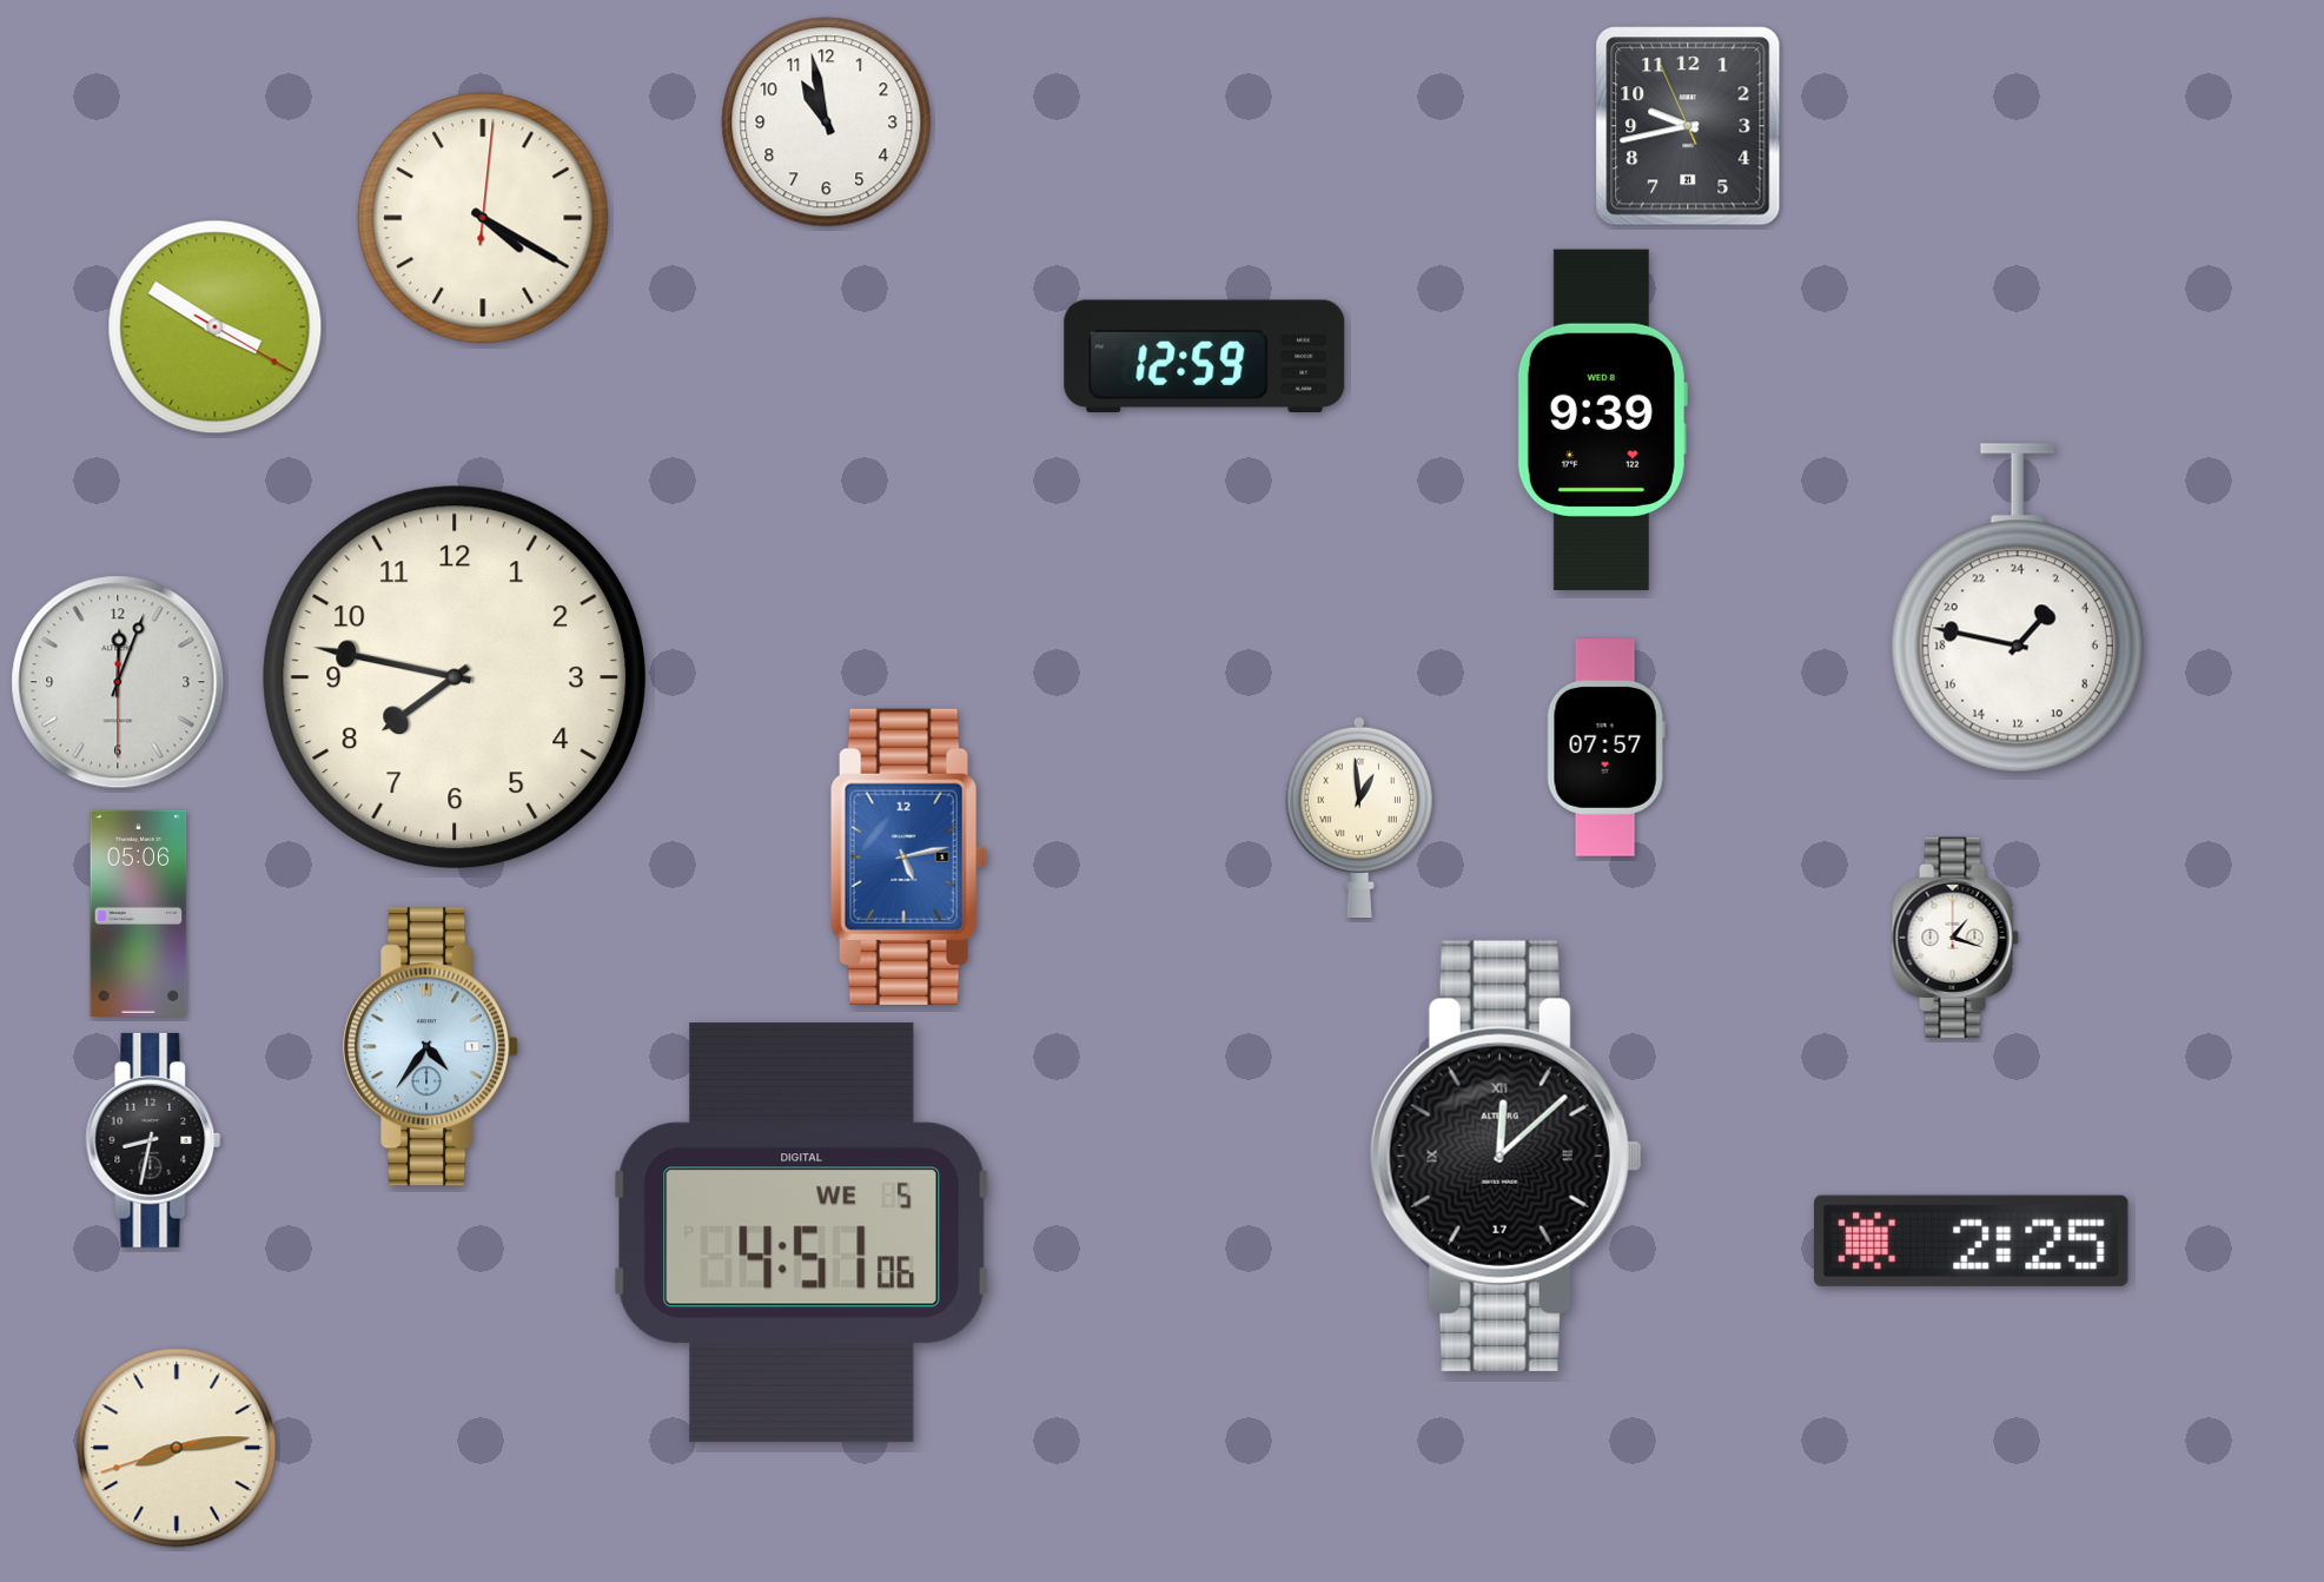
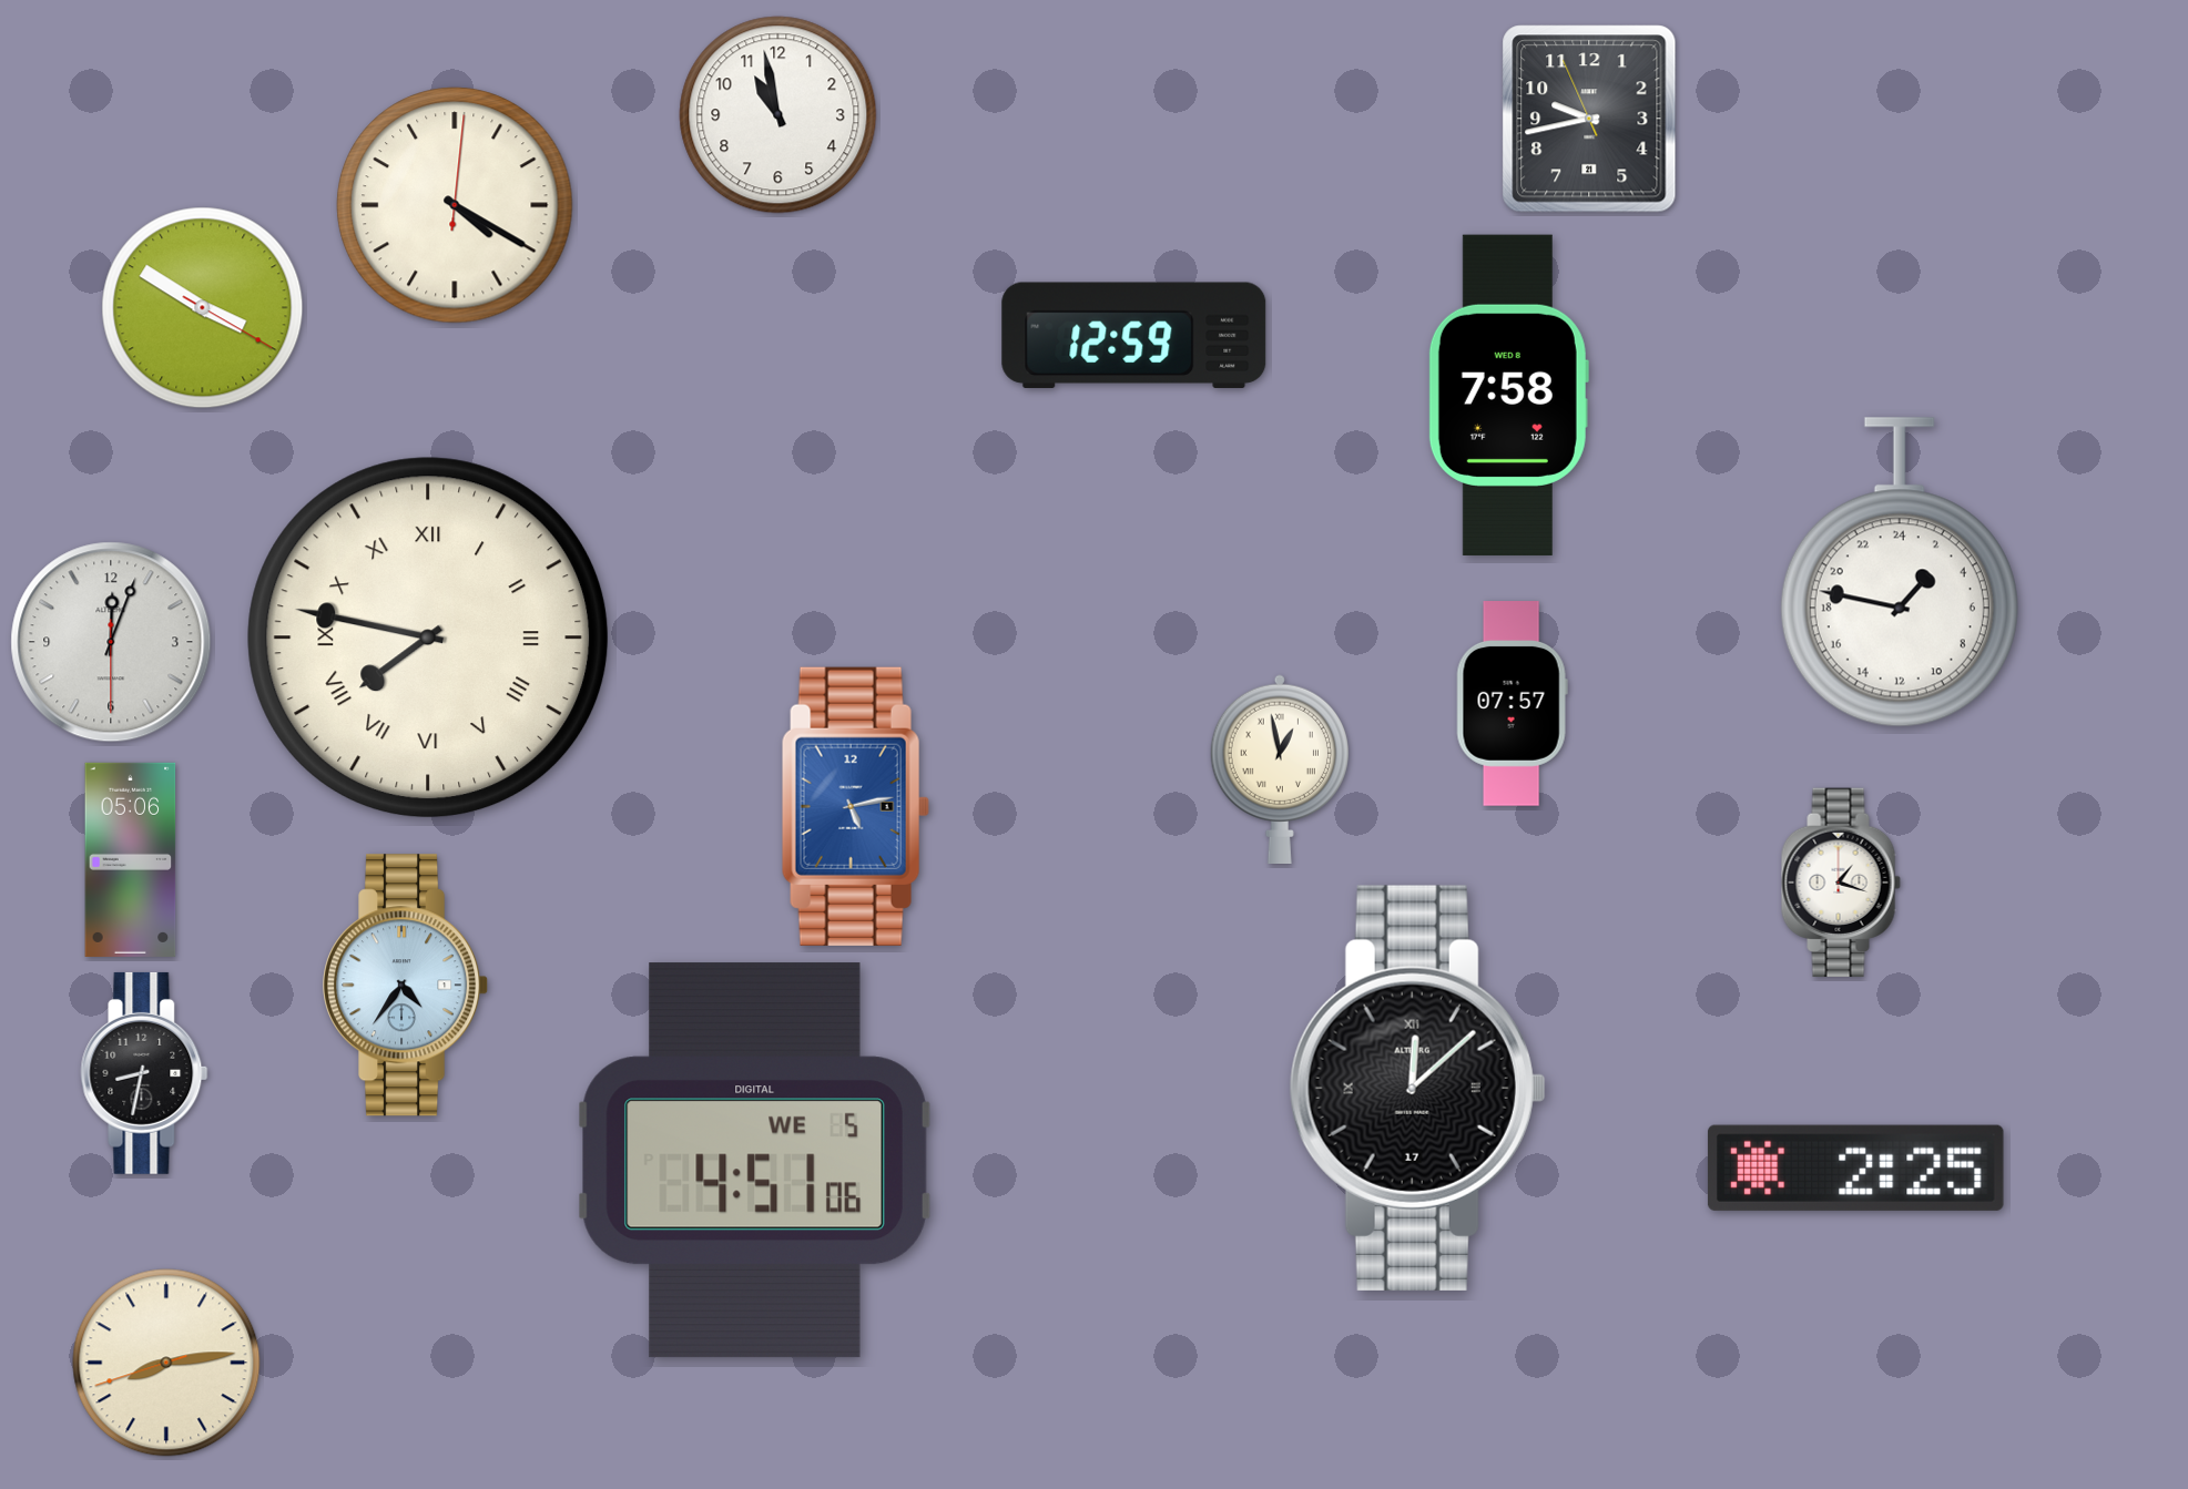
clock at (1602, 419): 9:39 -> 7:58
clock at (455, 677) numerals: Arabic -> Roman
clock at (1359, 818): 12:59 -> 12:58
